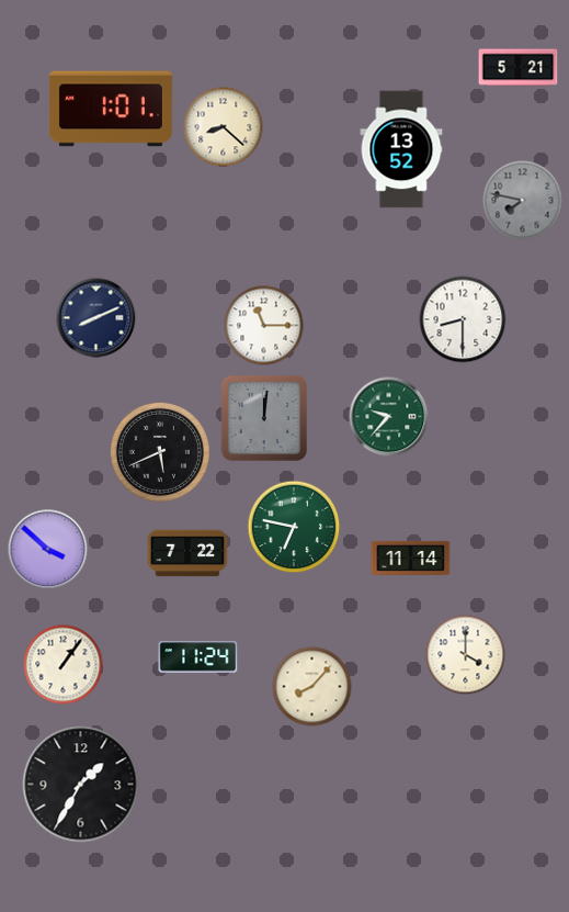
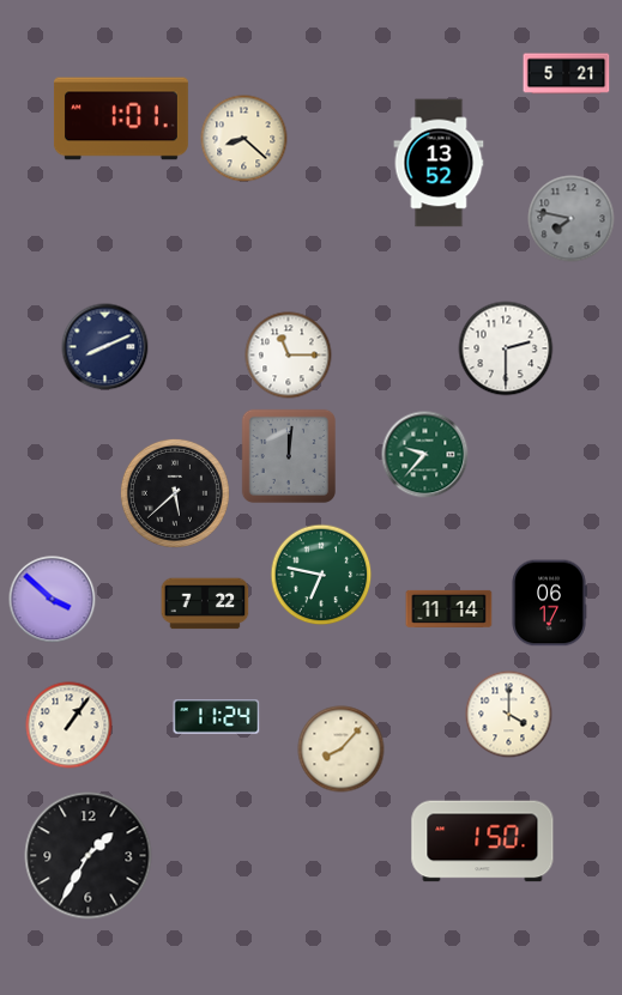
clock at (463, 319): 8:30 -> 2:30
clock at (160, 452): 5:41 -> 5:38
clock at (549, 603): none -> 06:17
clock at (483, 842): none -> 1:50
